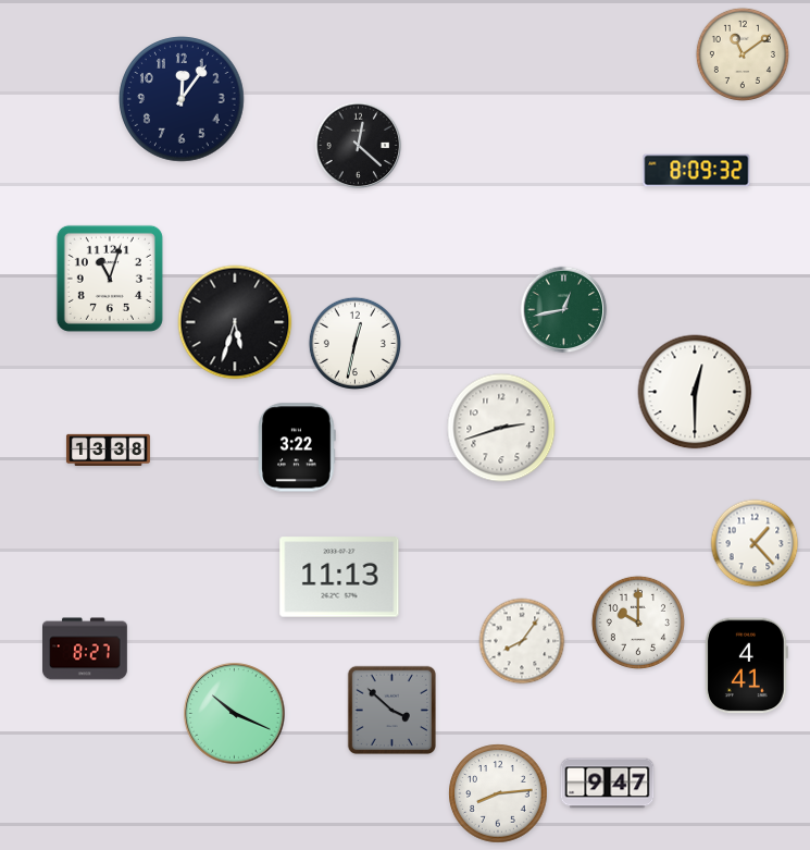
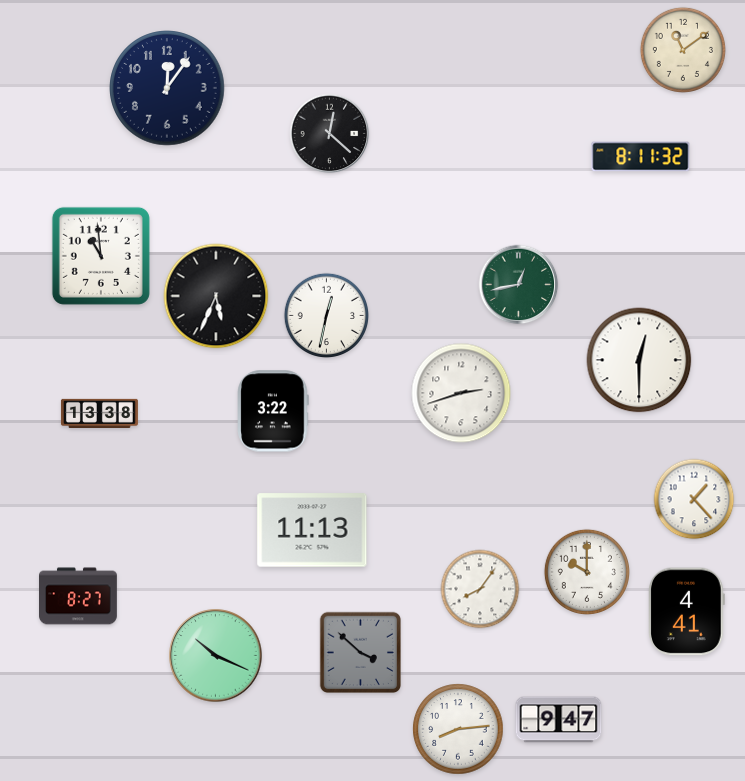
clock at (182, 99) position: (182, 99) -> (167, 88)
clock at (697, 171): 8:09 -> 8:11
clock at (110, 279): 11:03 -> 10:59
clock at (235, 322): 5:33 -> 5:34
